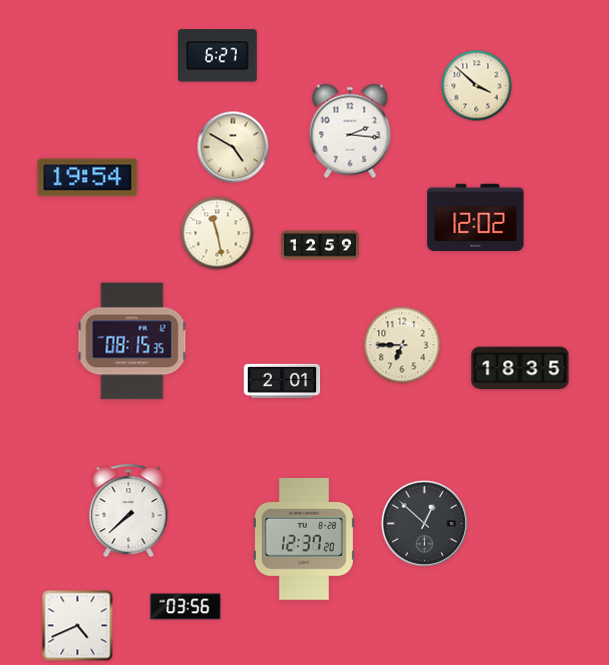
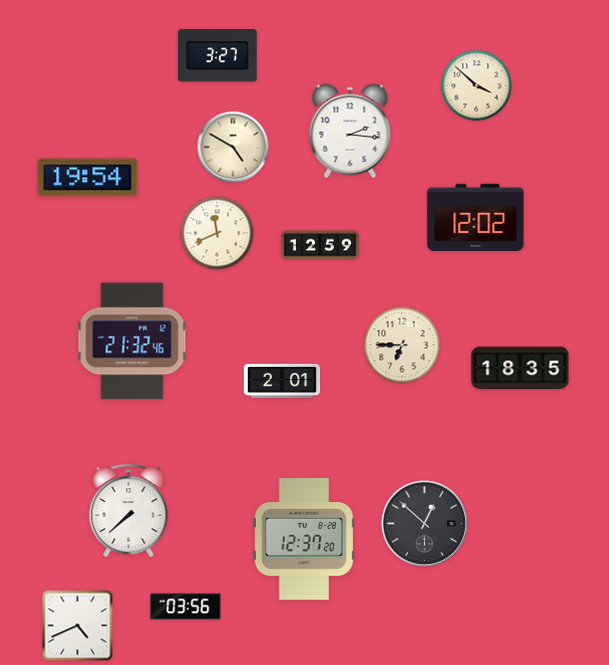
clock at (217, 56): 6:27 -> 3:27
clock at (217, 233): 11:28 -> 11:41
clock at (132, 341): 08:15 -> 21:32
